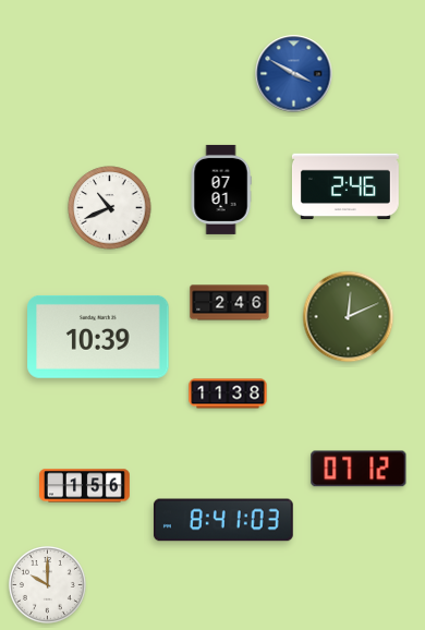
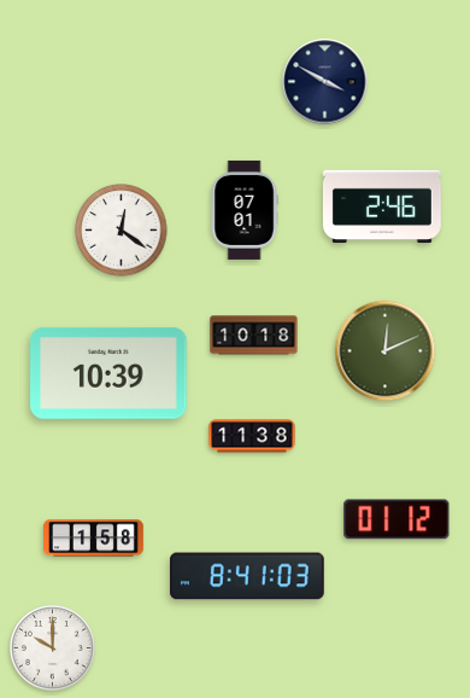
clock at (294, 74) dial: blue -> navy
clock at (110, 208): 10:41 -> 12:21
clock at (230, 303): 2:46 -> 10:18
clock at (359, 469): 07:12 -> 01:12
clock at (85, 486): 1:56 -> 1:58
